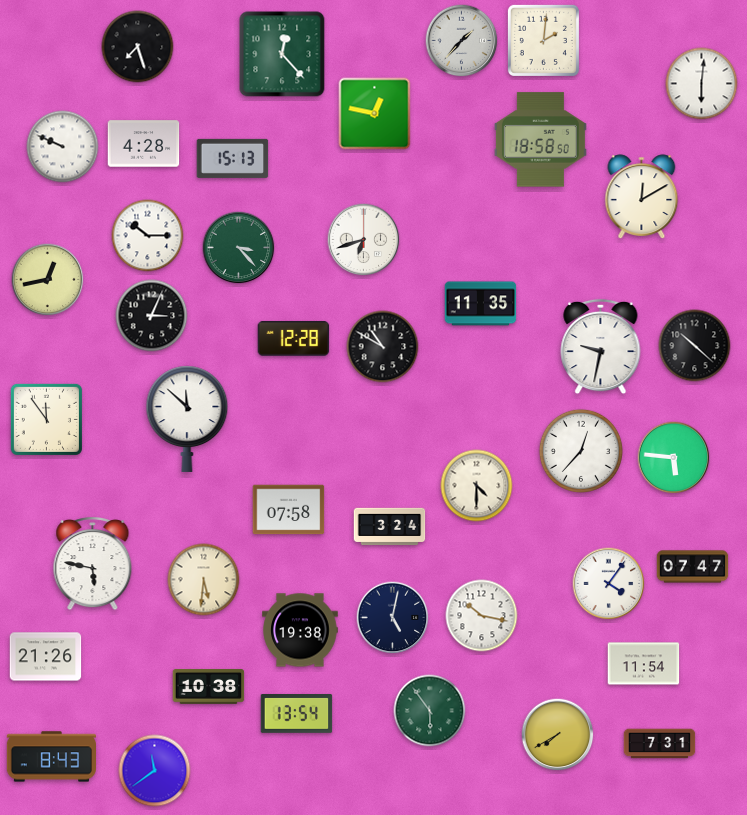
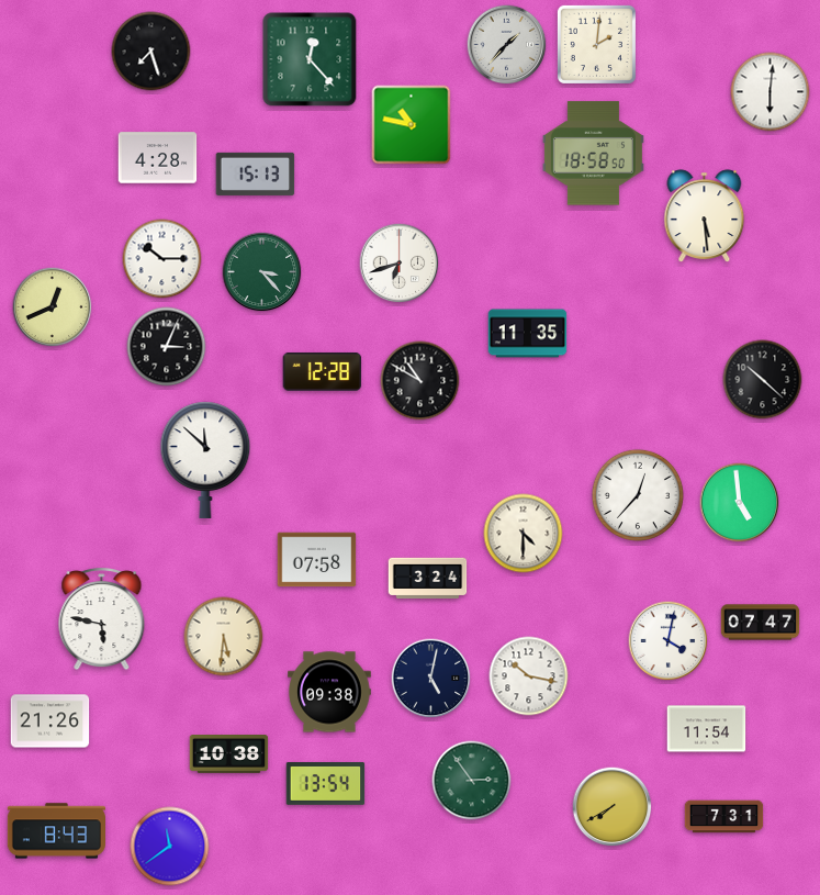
clock at (375, 114): 12:47 -> 10:47
clock at (63, 147): 9:49 -> none
clock at (642, 197): 12:10 -> 5:29
clock at (48, 280): 12:43 -> 12:41
clock at (601, 347): 9:32 -> none
clock at (46, 419): 11:54 -> none
clock at (674, 458): 5:46 -> 4:59
clock at (609, 584): 4:06 -> 4:02
clock at (300, 630): 19:38 -> 09:38
clock at (430, 711): 5:54 -> 2:54
